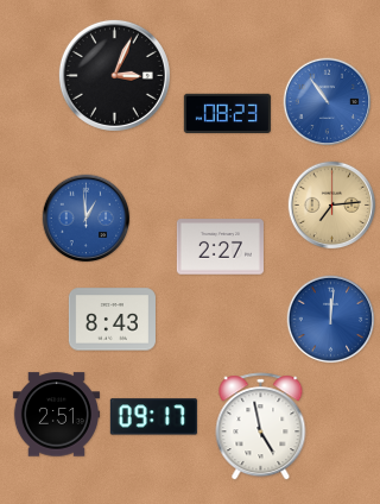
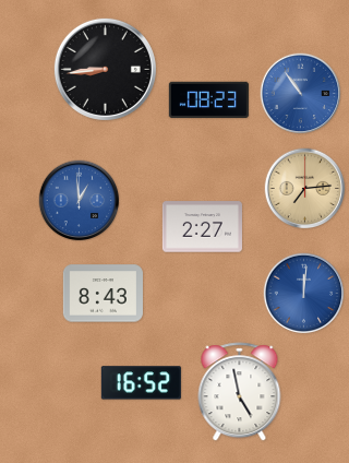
clock at (114, 75): 3:04 -> 8:44
clock at (227, 113) position: (227, 113) -> (208, 99)
clock at (56, 415): 2:51 -> none
clock at (153, 417): 09:17 -> 16:52
